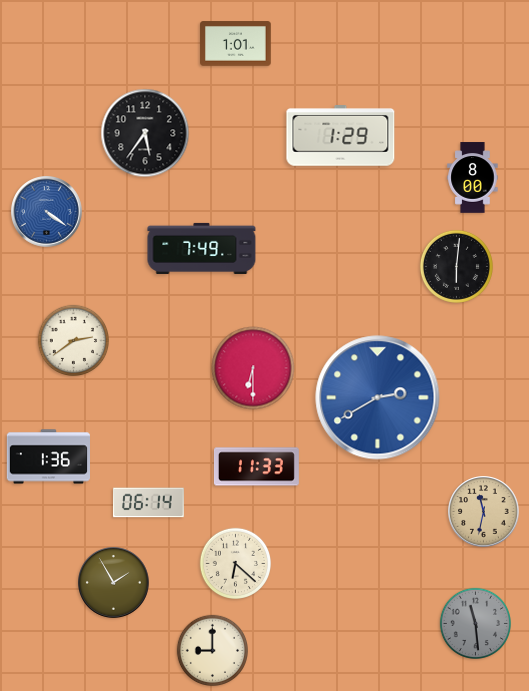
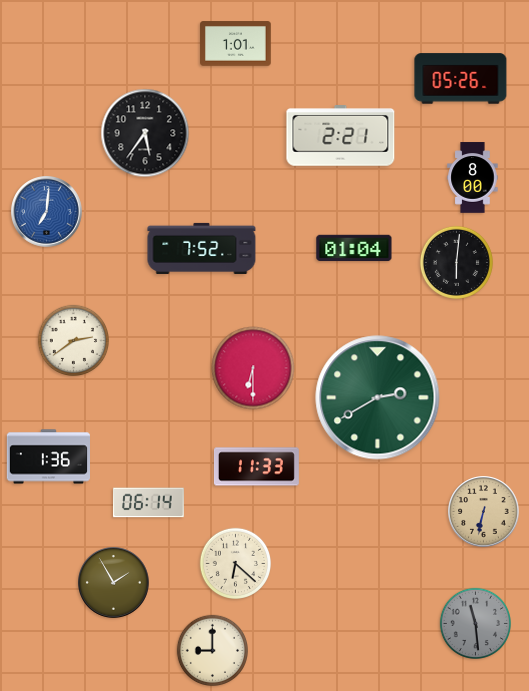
clock at (461, 79): none -> 05:26
clock at (341, 136): 1:29 -> 2:21
clock at (47, 212): 4:21 -> 7:01
clock at (202, 248): 7:49 -> 7:52
clock at (354, 248): none -> 01:04
clock at (456, 266) position: (456, 266) -> (456, 262)
clock at (378, 398) dial: blue -> green
clock at (484, 512): 11:32 -> 6:32
